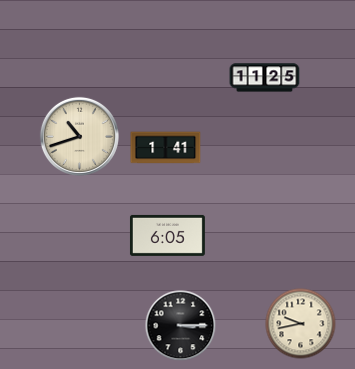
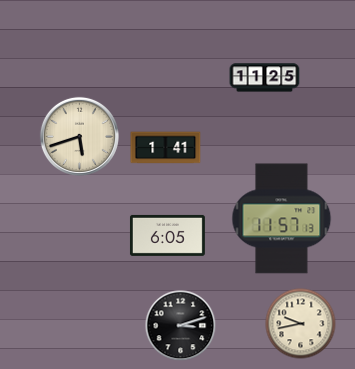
clock at (79, 136): 10:42 -> 5:42
clock at (282, 219): none -> 11:57
clock at (181, 326): 3:15 -> 3:12
